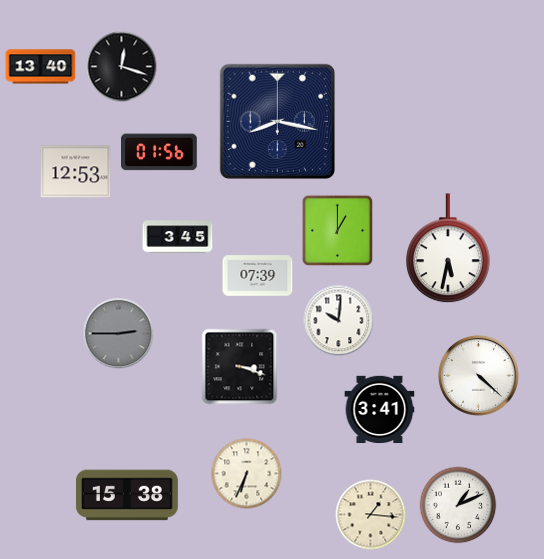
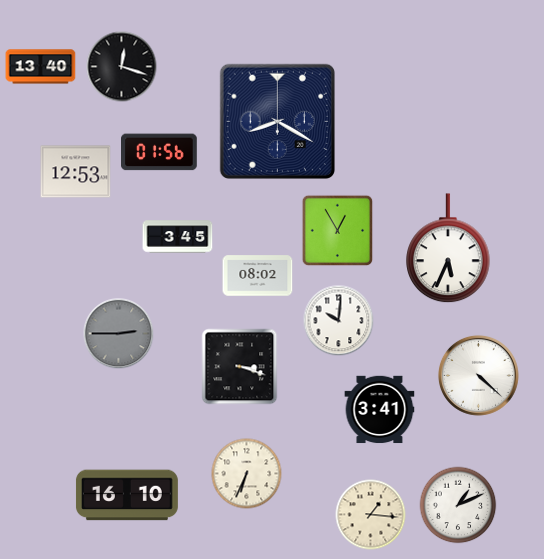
clock at (277, 121): 8:17 -> 8:20
clock at (338, 231): 1:00 -> 12:55
clock at (448, 249): 5:32 -> 5:34
clock at (258, 276): 07:39 -> 08:02
clock at (127, 495): 15:38 -> 16:10
